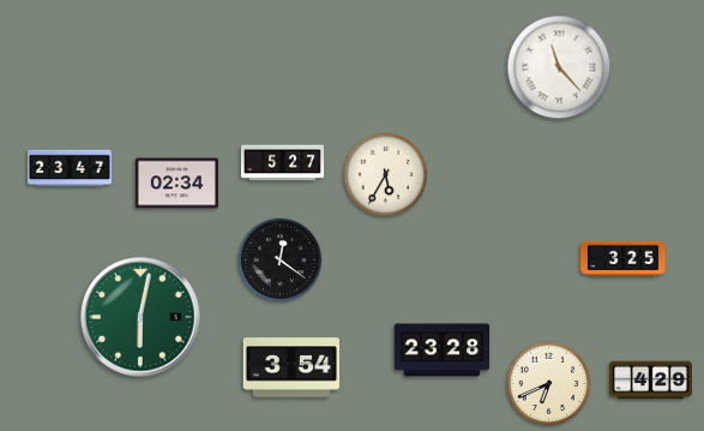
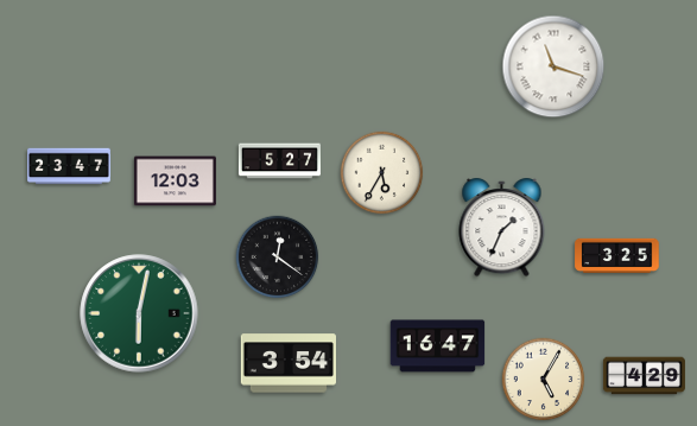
clock at (559, 67): 11:23 -> 11:18
clock at (176, 184): 02:34 -> 12:03
clock at (502, 228): none -> 1:34
clock at (443, 351): 23:28 -> 16:47
clock at (549, 384): 6:41 -> 5:05
